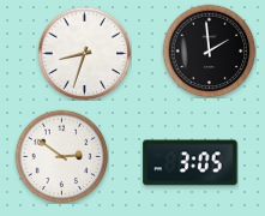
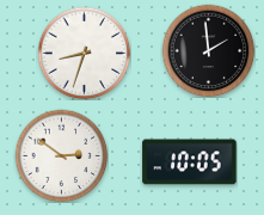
clock at (191, 163): 3:05 -> 10:05
